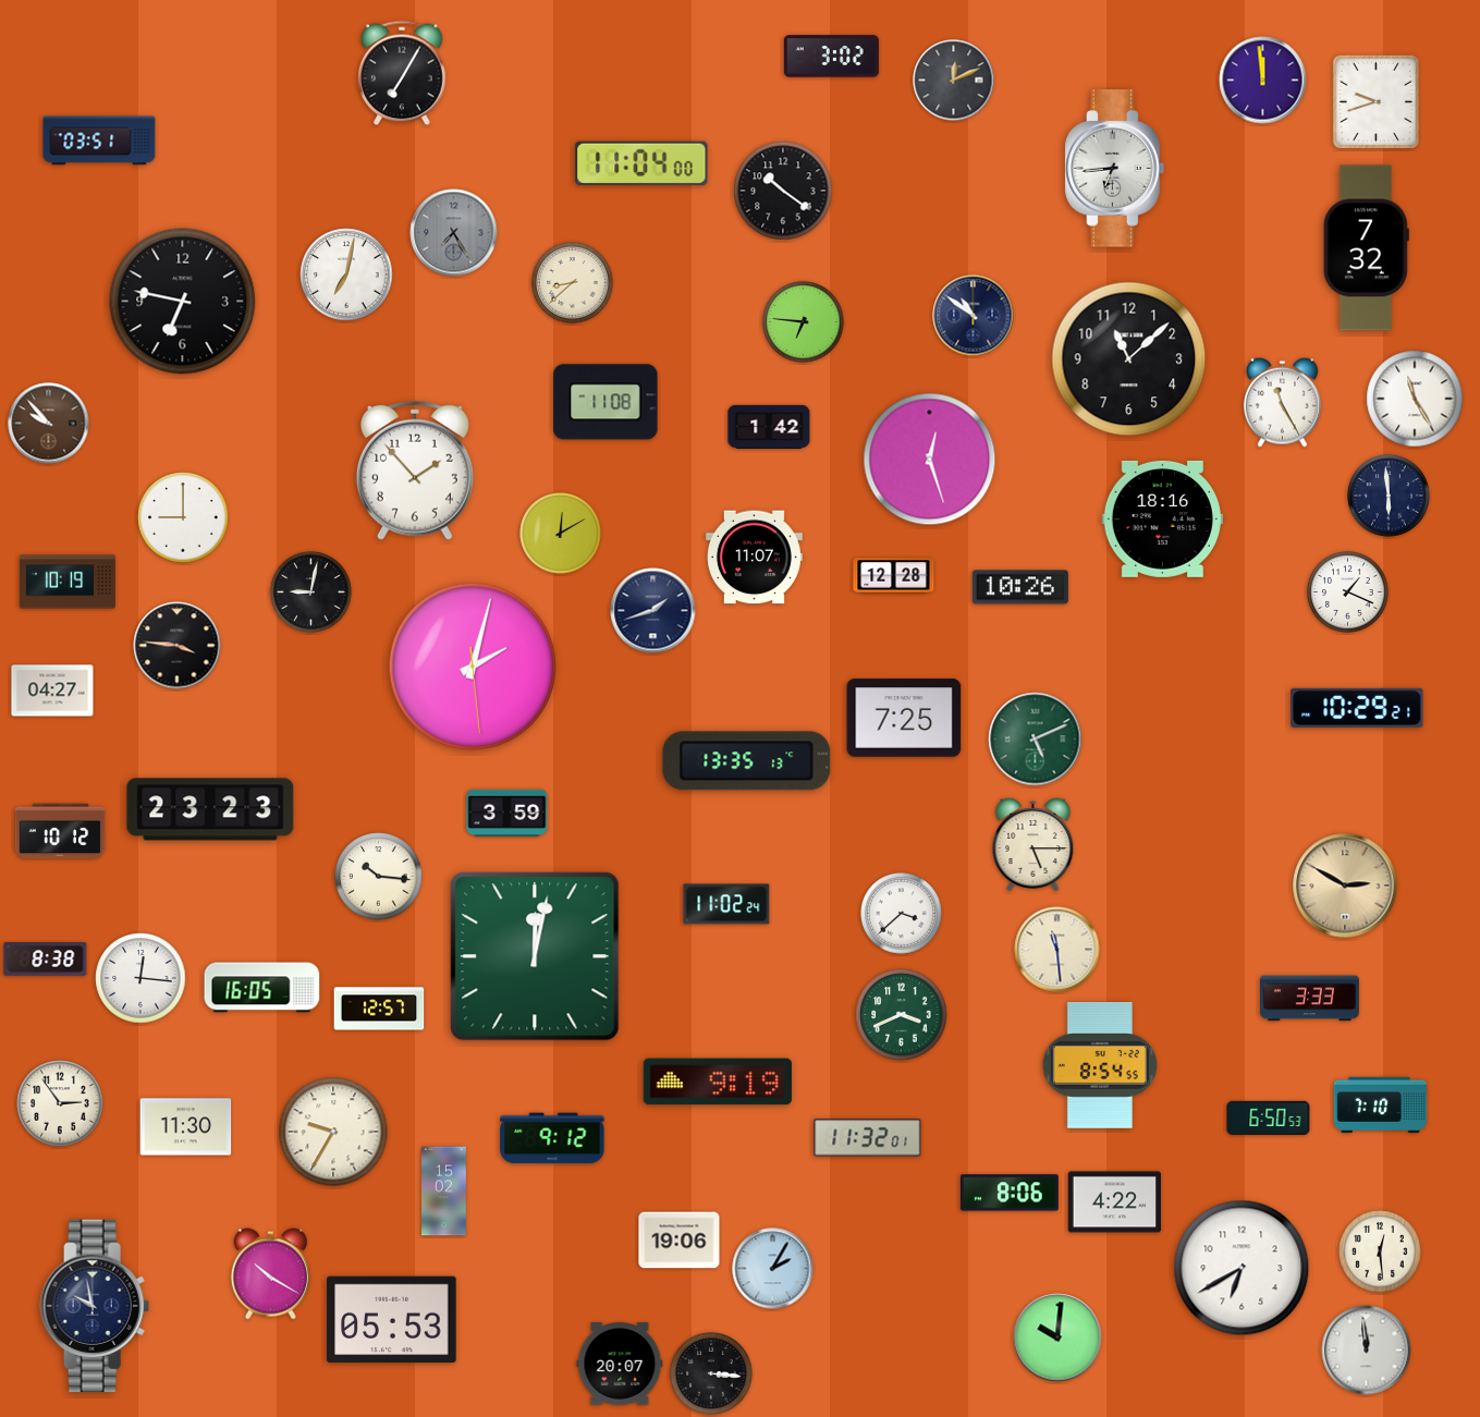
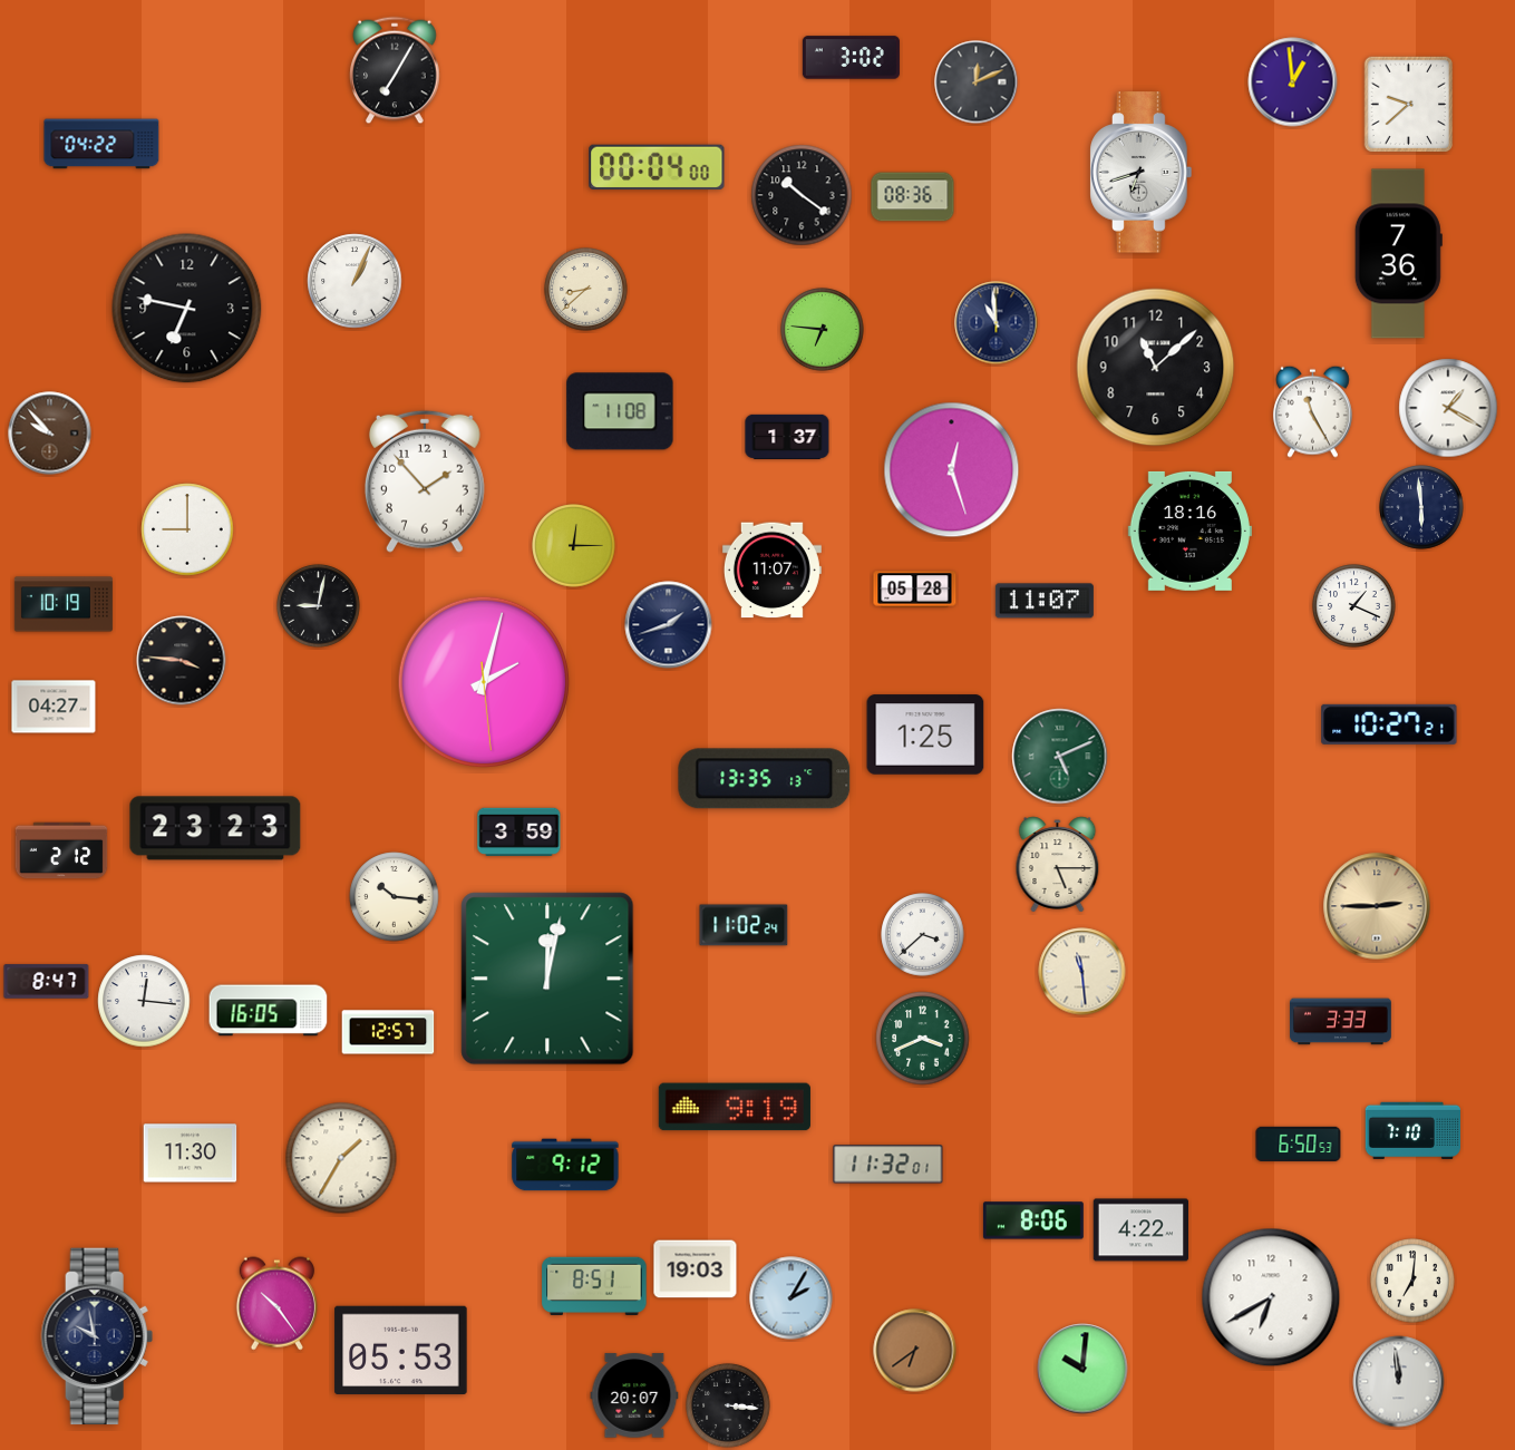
clock at (402, 73) position: (402, 73) -> (395, 70)
clock at (1263, 81): 11:59 -> 12:59
clock at (1377, 102): 9:42 -> 9:38
clock at (99, 141): 03:51 -> 04:22
clock at (641, 163): 11:04 -> 00:04
clock at (1115, 169): 6:44 -> 6:42
clock at (913, 197): none -> 08:36
clock at (454, 233): 7:25 -> none
clock at (1366, 248): 7:32 -> 7:36
clock at (346, 274): 7:02 -> 1:04
clock at (974, 316): 10:51 -> 10:59
clock at (1415, 399): 11:25 -> 1:20
clock at (769, 427): 1:42 -> 1:37
clock at (561, 534): 12:10 -> 12:15
clock at (894, 576): 12:28 -> 05:28
clock at (68, 582) position: (68, 582) -> (64, 604)
clock at (1020, 587): 10:26 -> 11:07
clock at (1348, 593) position: (1348, 593) -> (1354, 606)
clock at (1357, 708): 10:29 -> 10:27
clock at (904, 718): 7:25 -> 1:25
clock at (60, 831): 10:12 -> 2:12
clock at (379, 877) position: (379, 877) -> (395, 897)
clock at (1345, 885): 2:50 -> 2:45
clock at (46, 960): 8:38 -> 8:47
clock at (1099, 1066): 8:54 -> none
clock at (60, 1103): 2:54 -> none
clock at (333, 1132): 9:35 -> 1:35
clock at (444, 1192): 15:02 -> none
clock at (680, 1241): 19:06 -> 19:03
clock at (1380, 1251): 12:29 -> 7:01
clock at (594, 1285): none -> 8:51
clock at (270, 1274): 10:20 -> 10:24
clock at (915, 1351): none -> 6:39
